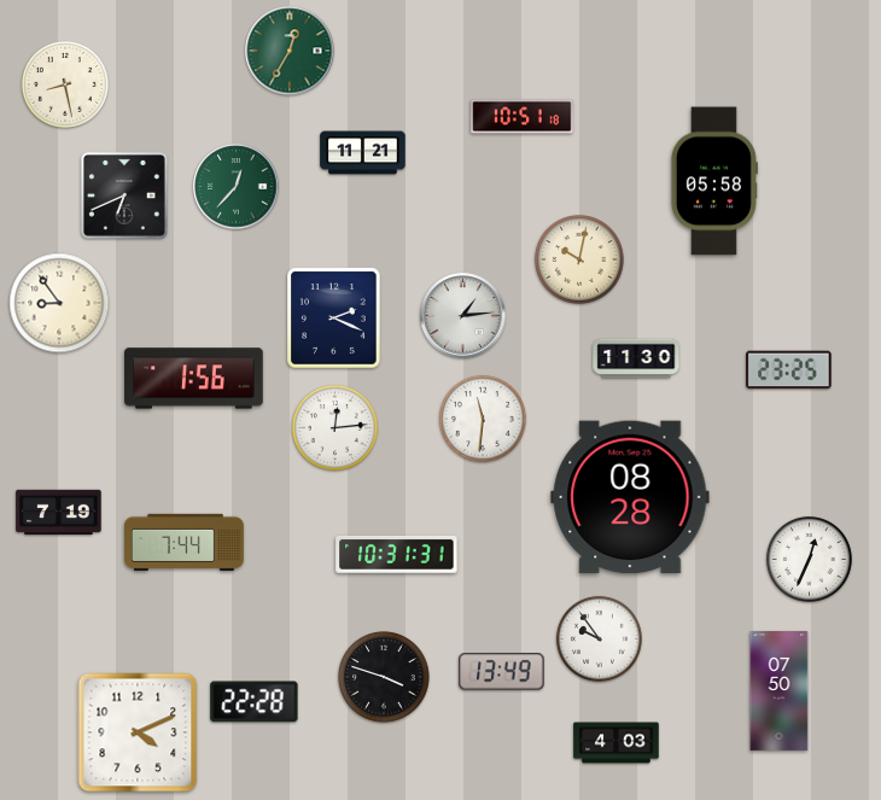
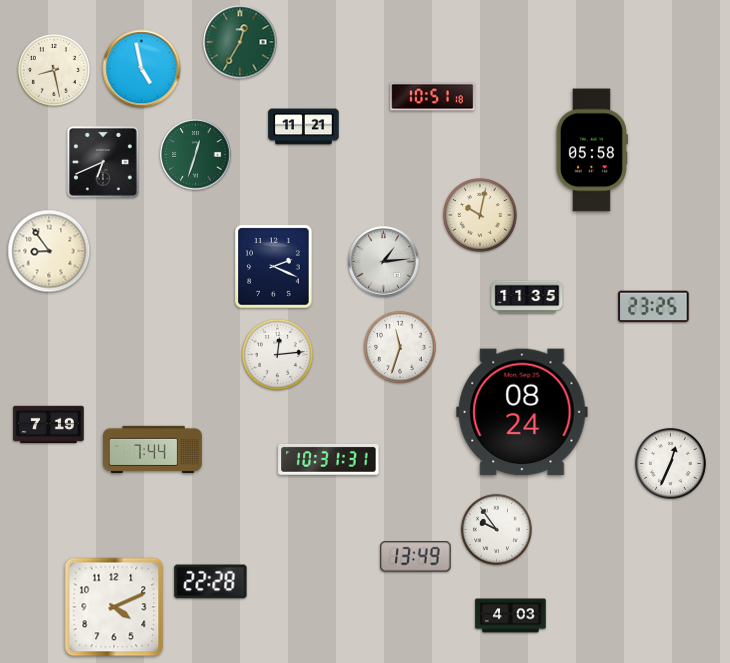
clock at (142, 69): none -> 4:58
clock at (363, 153) position: (363, 153) -> (304, 127)
clock at (237, 187): 12:37 -> 12:33
clock at (334, 319) position: (334, 319) -> (274, 267)
clock at (636, 358): 11:30 -> 11:35
clock at (194, 379): 1:56 -> none
clock at (483, 419): 11:31 -> 11:33
clock at (630, 497): 08:28 -> 08:24
clock at (384, 677): 3:48 -> none
clock at (780, 691): 07:50 -> none
